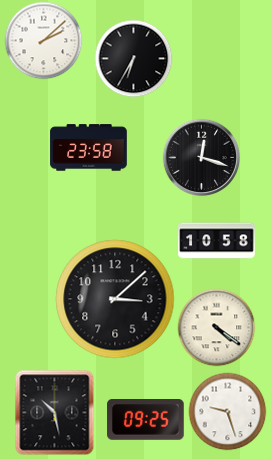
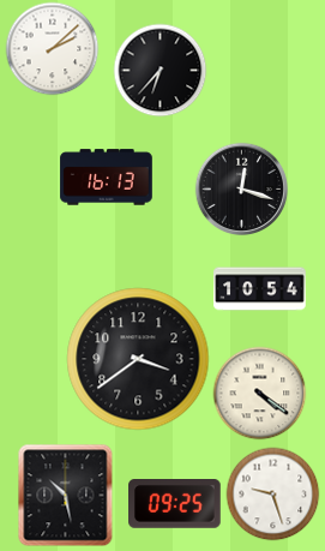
clock at (133, 58): 6:35 -> 6:37
clock at (89, 148): 23:58 -> 16:13
clock at (217, 241): 10:58 -> 10:54
clock at (115, 299): 3:08 -> 3:39
